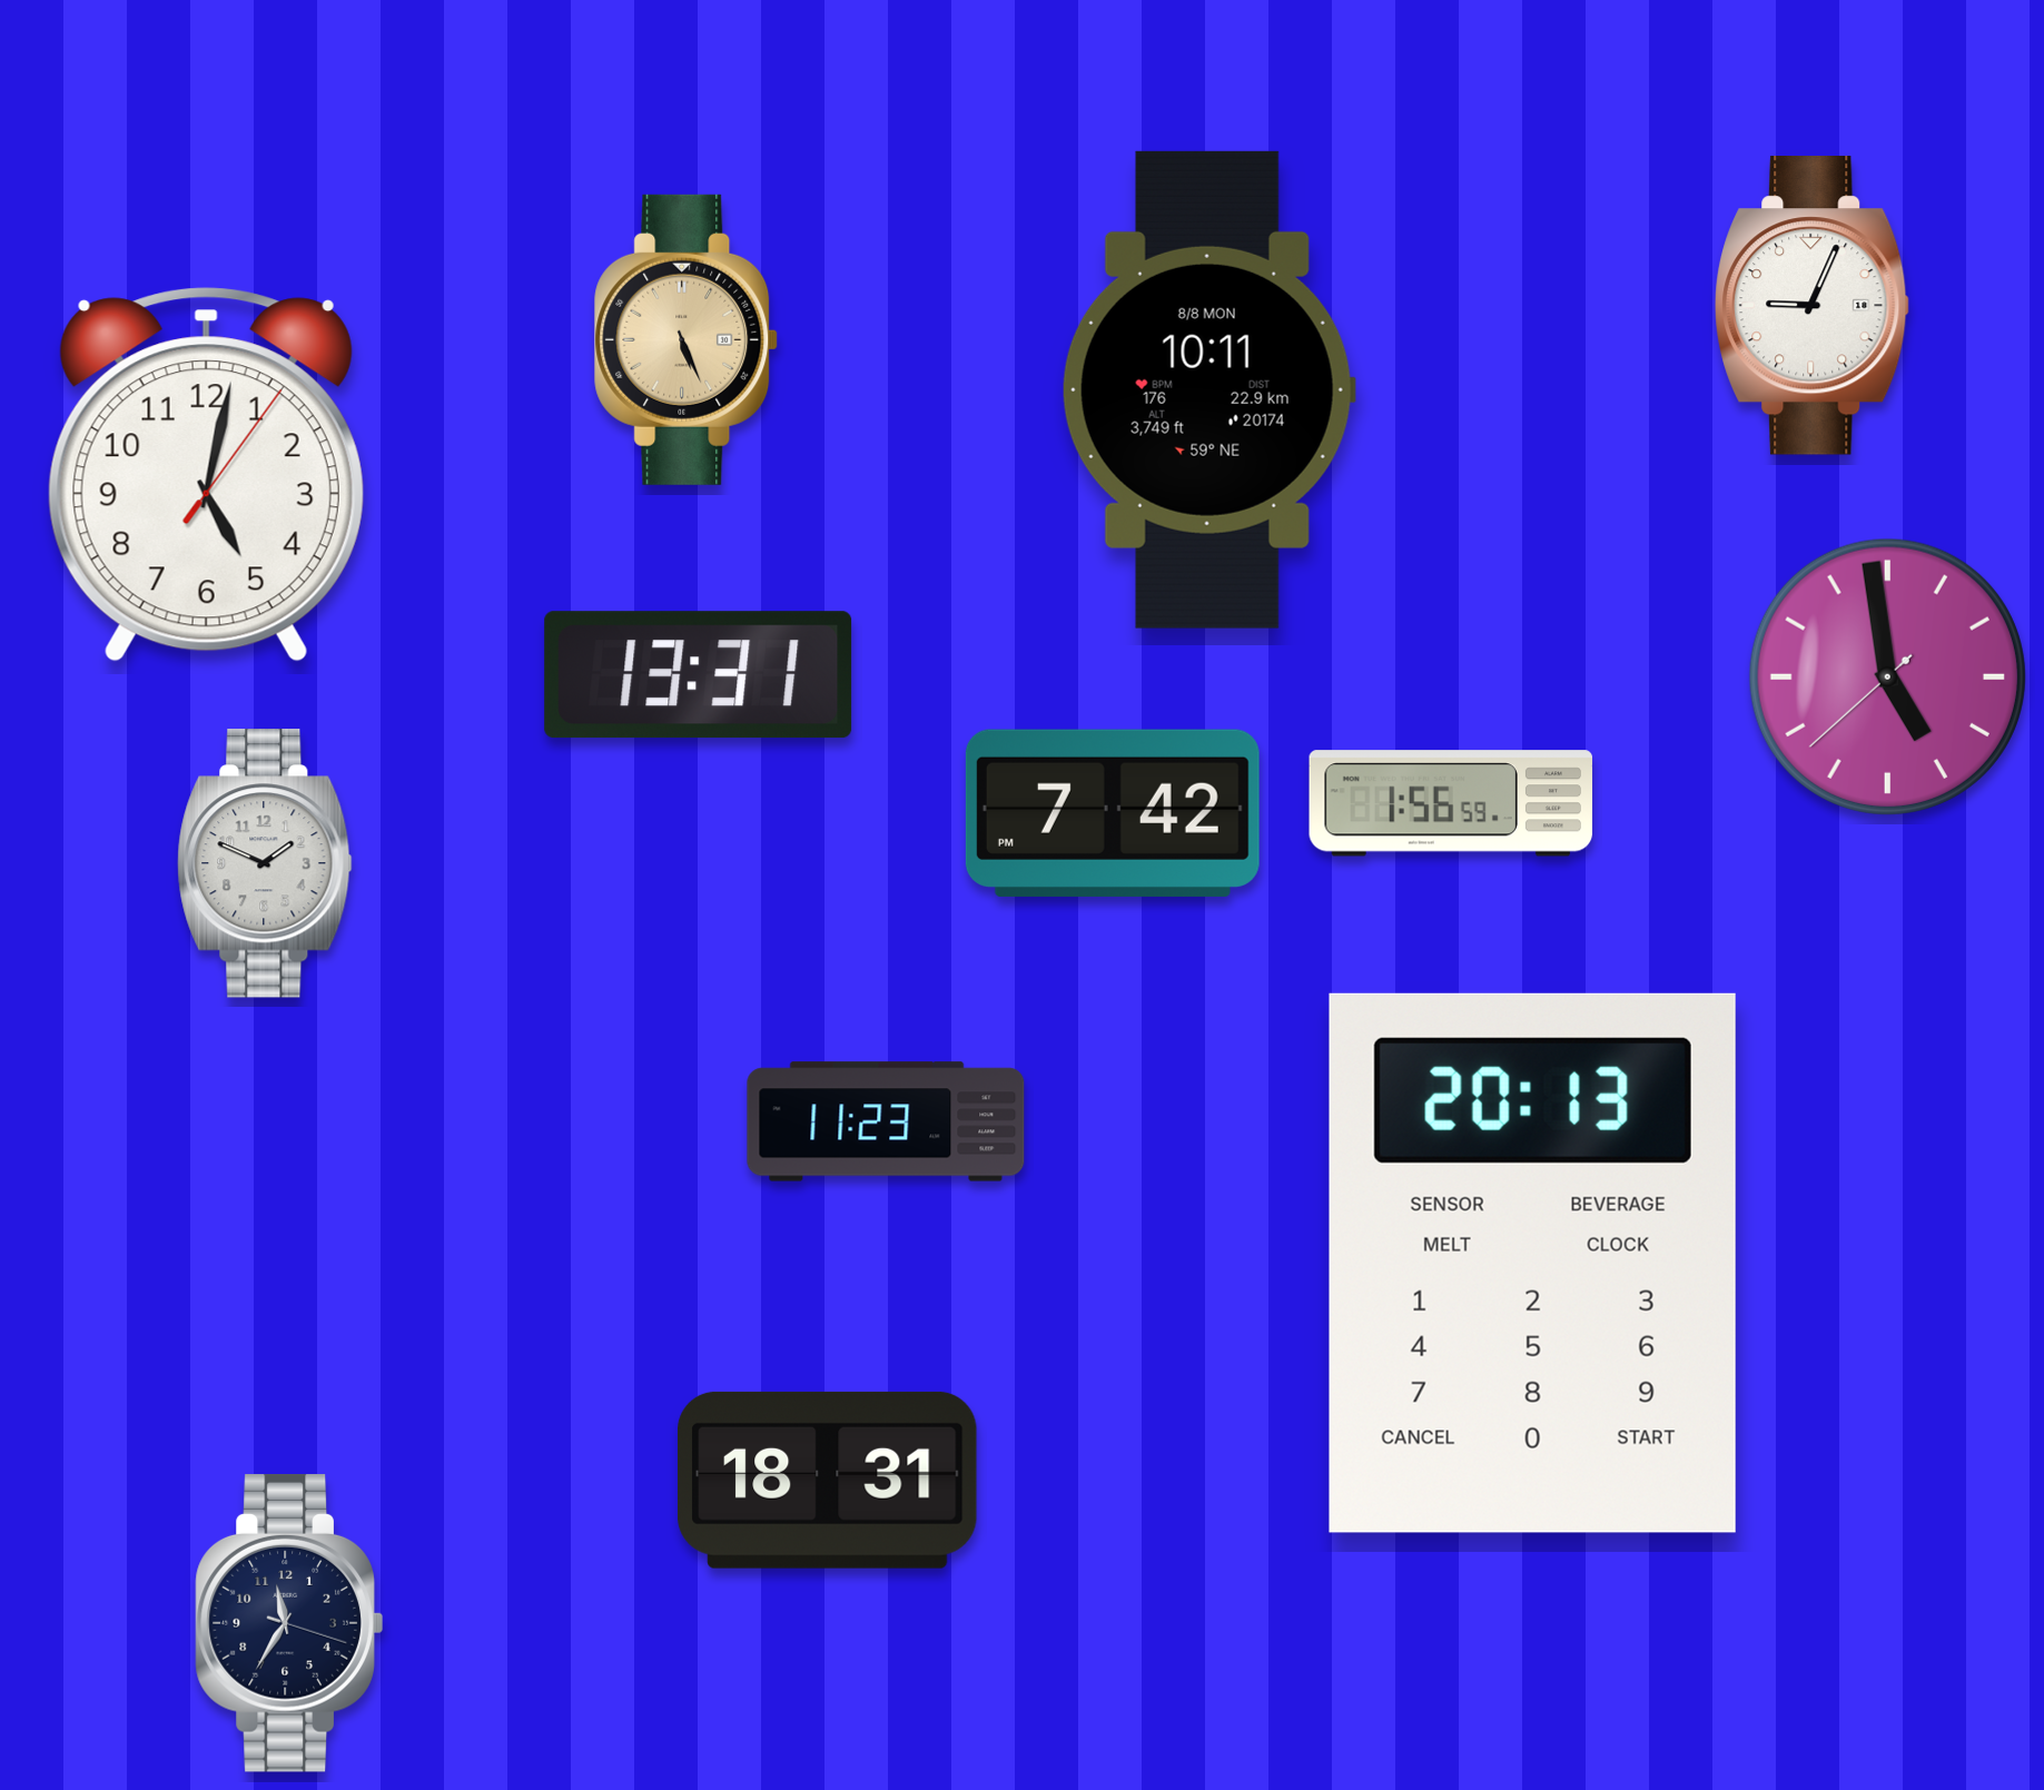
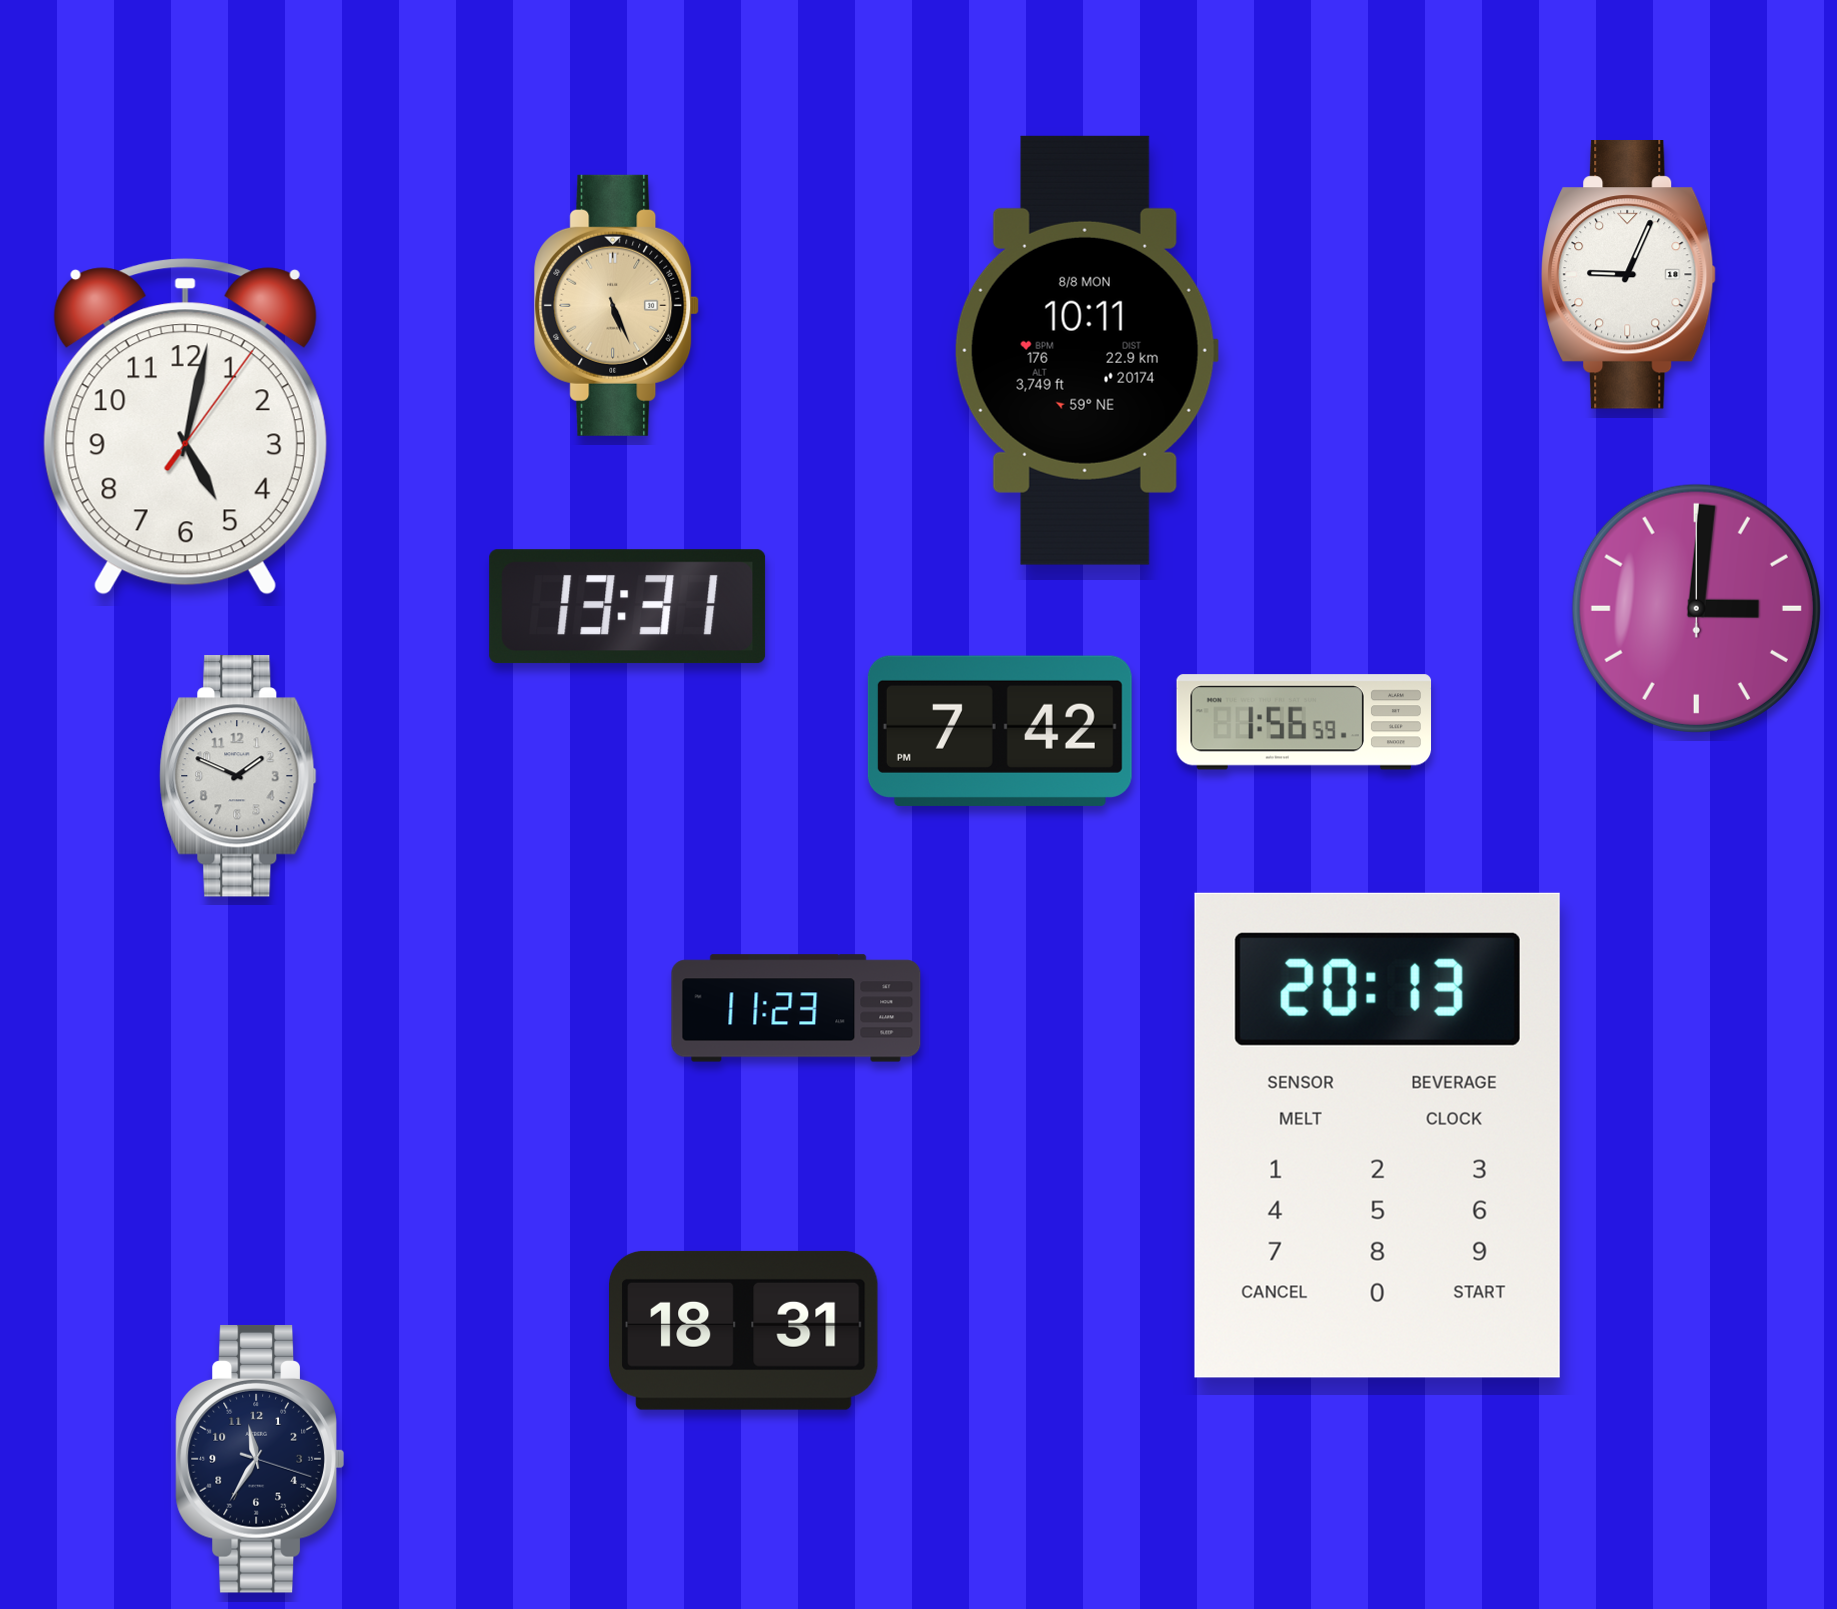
clock at (1887, 676): 4:58 -> 3:01
